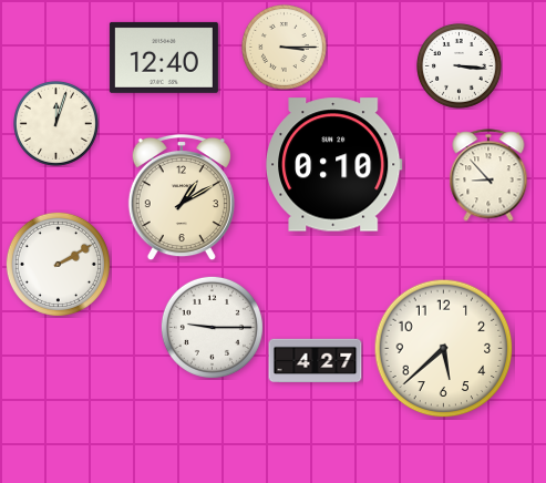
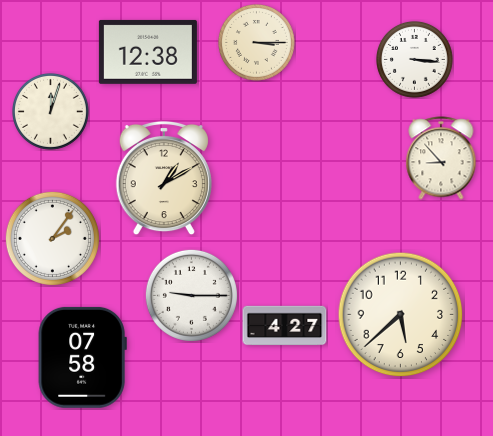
clock at (164, 58): 12:40 -> 12:38
clock at (334, 165): 0:10 -> none
clock at (58, 264): 2:10 -> 2:06
clock at (82, 357): none -> 07:58
